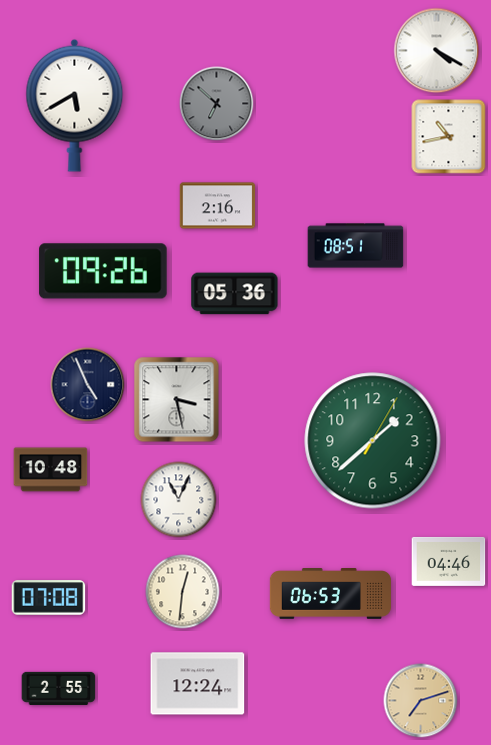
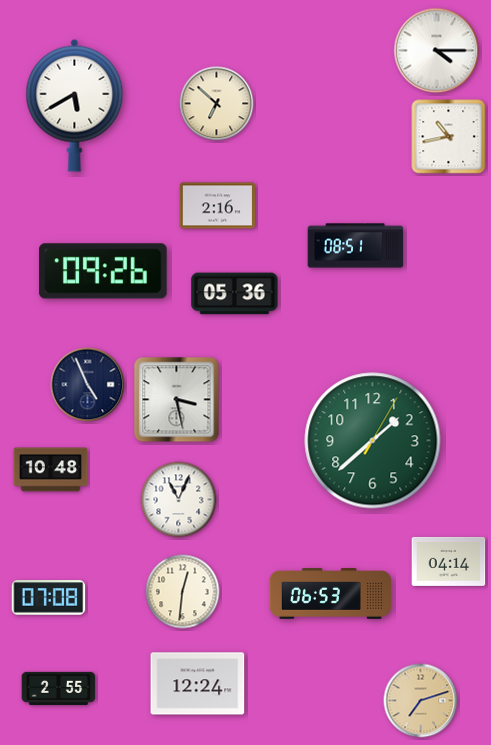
clock at (437, 51): 4:20 -> 4:15
clock at (217, 104) dial: grey -> cream
clock at (449, 561): 04:46 -> 04:14
